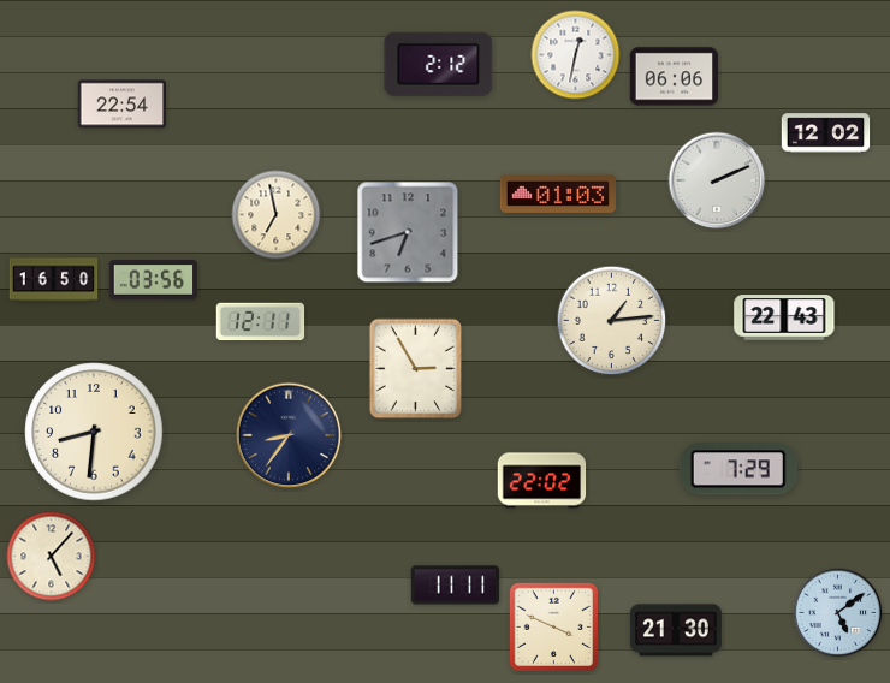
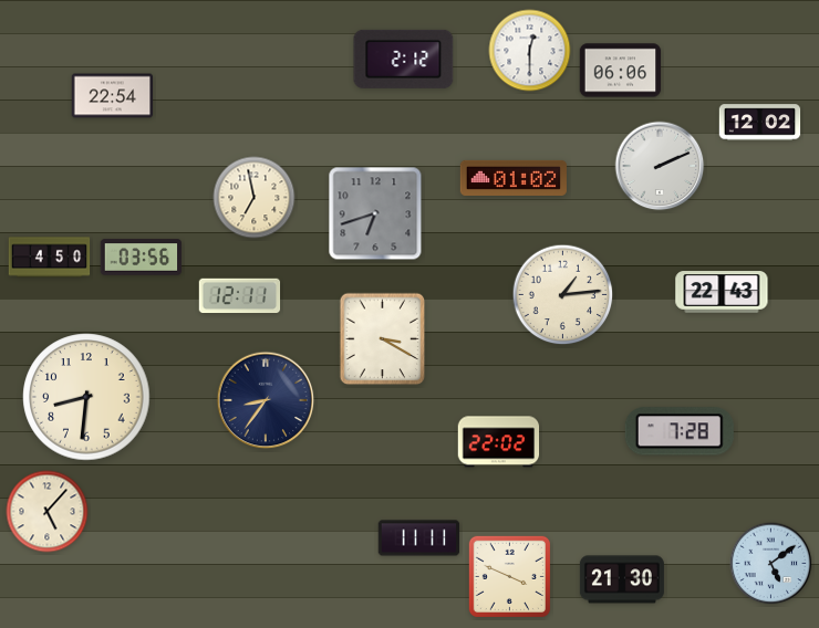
clock at (576, 55): 12:32 -> 12:30
clock at (558, 194): 01:03 -> 01:02
clock at (54, 280): 16:50 -> 4:50
clock at (416, 369): 2:55 -> 3:20
clock at (738, 469): 7:29 -> 7:28
